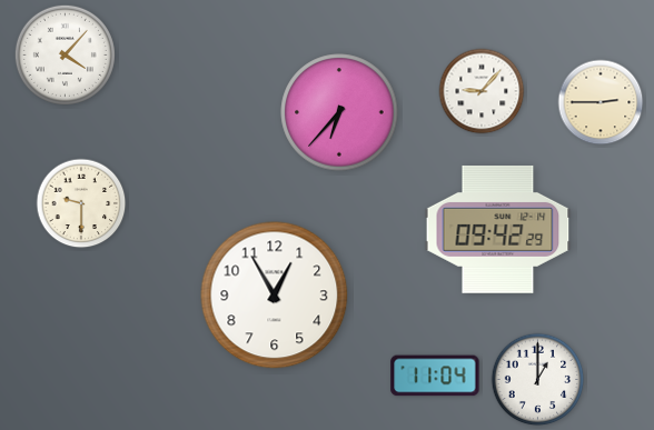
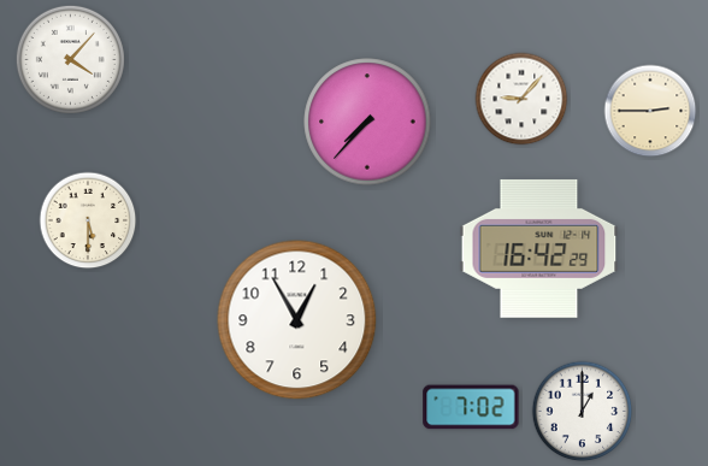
clock at (339, 112): 6:37 -> 7:37
clock at (81, 203): 9:30 -> 5:30
clock at (498, 229): 09:42 -> 16:42
clock at (435, 376): 11:04 -> 7:02
